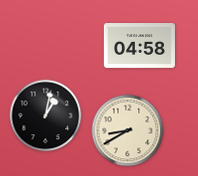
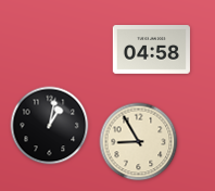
clock at (128, 131): 8:40 -> 8:55
